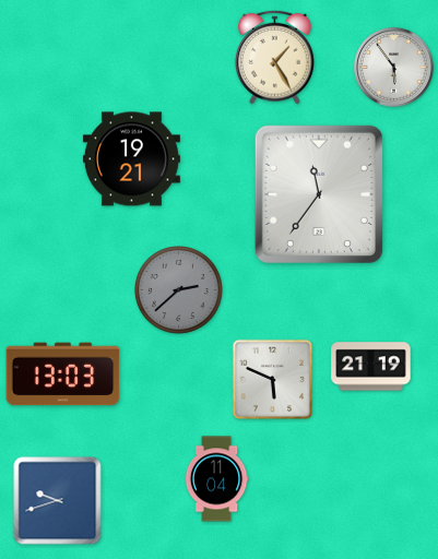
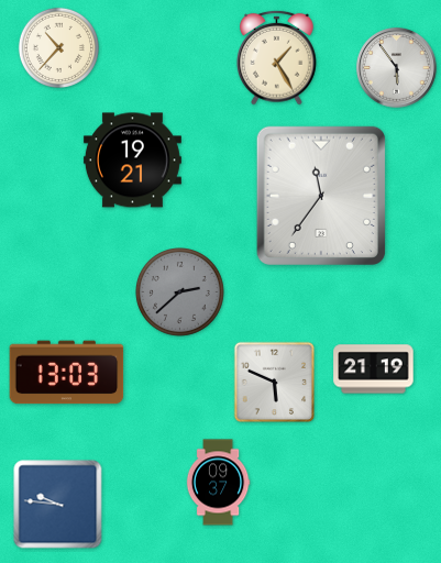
clock at (58, 47): none -> 10:37
clock at (63, 374) position: (63, 374) -> (67, 373)
clock at (216, 479): 11:04 -> 09:37
clock at (58, 501): 9:42 -> 9:46
